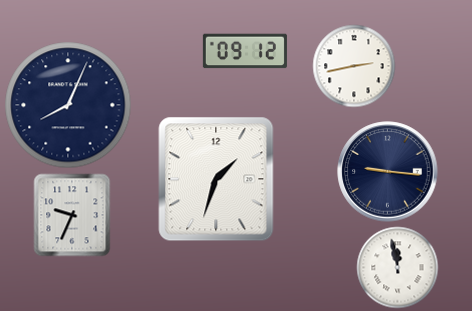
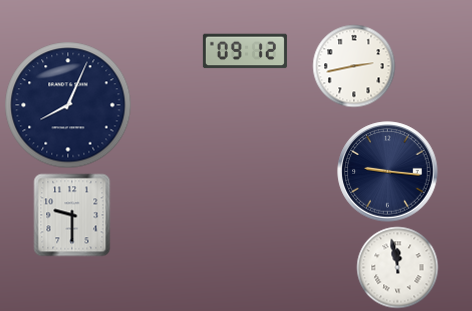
clock at (216, 179): 1:33 -> none
clock at (72, 215): 9:34 -> 9:30
